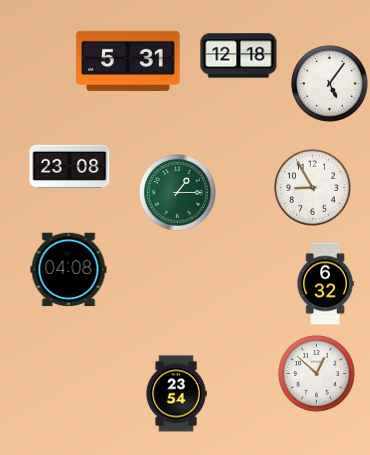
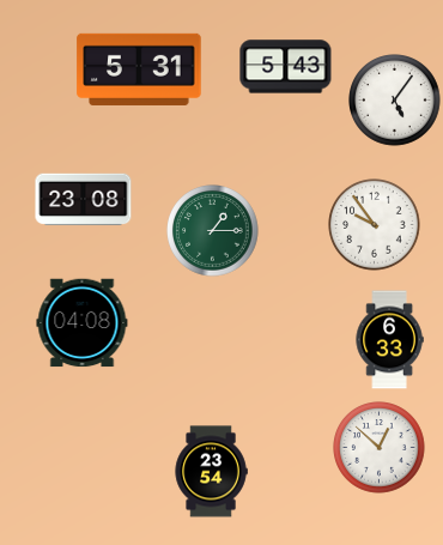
clock at (239, 56): 12:18 -> 5:43
clock at (128, 61) position: (128, 61) -> (139, 69)
clock at (313, 188): 8:55 -> 9:54
clock at (325, 284): 6:32 -> 6:33
